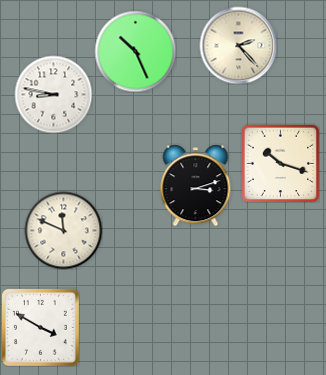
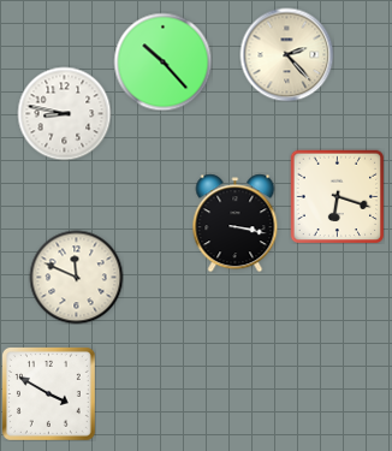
clock at (135, 51): 10:26 -> 10:23
clock at (280, 163): 10:18 -> 6:18
clock at (196, 185): 3:12 -> 3:17
